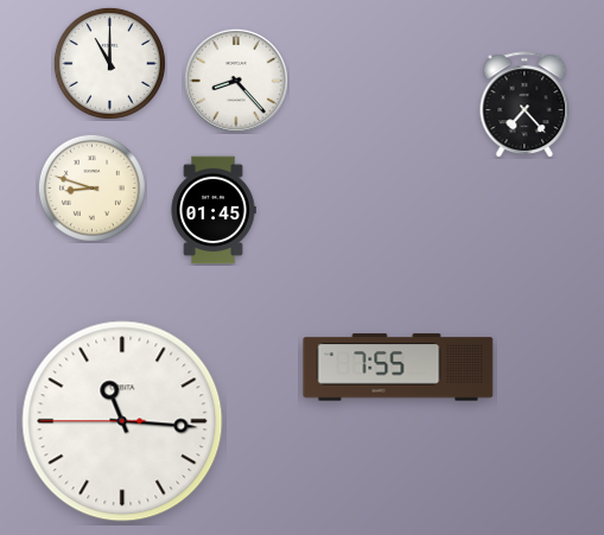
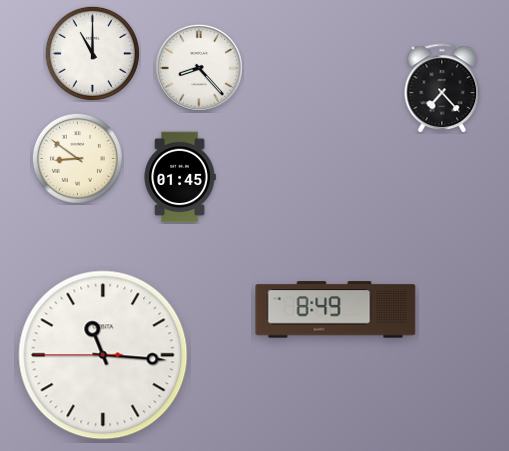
clock at (91, 187): 8:48 -> 8:51
clock at (399, 368): 7:55 -> 8:49
